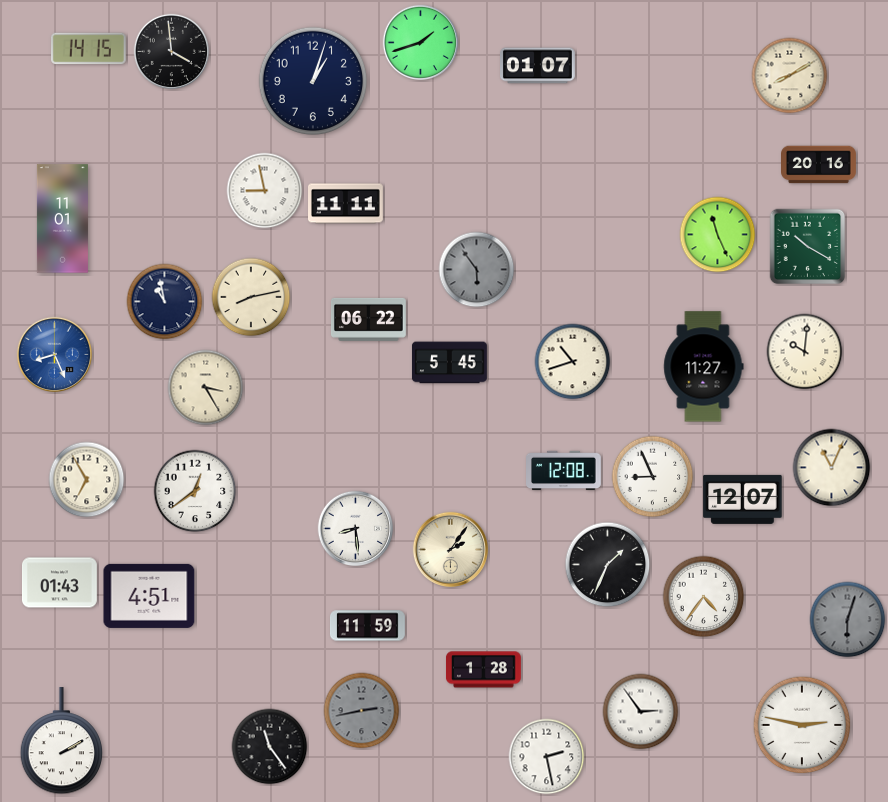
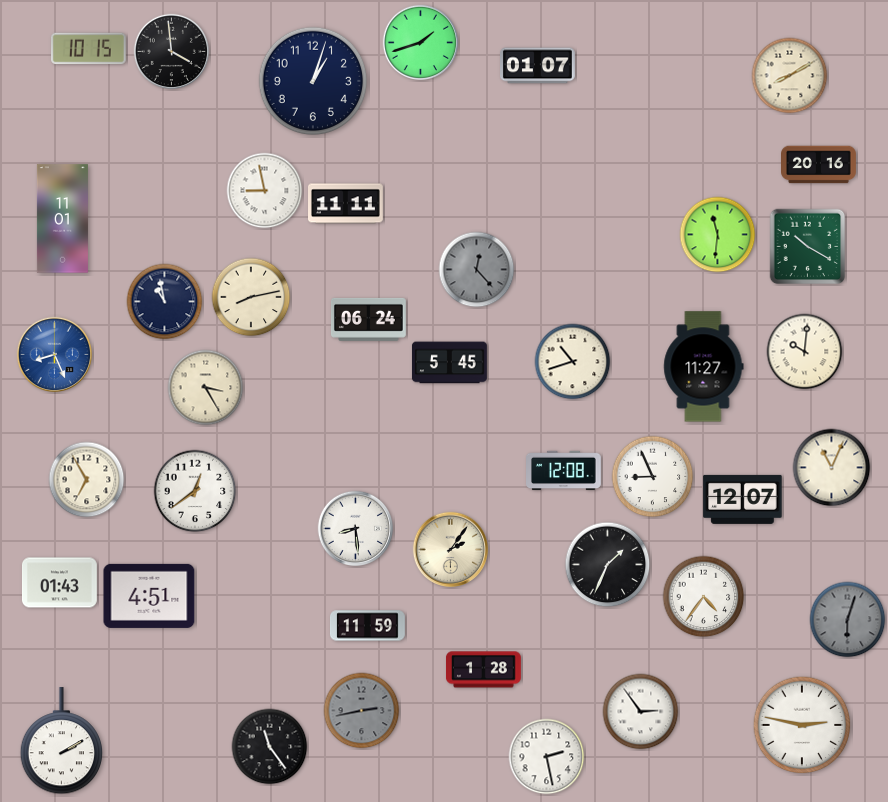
clock at (88, 49): 14:15 -> 10:15
clock at (718, 235): 11:26 -> 11:31
clock at (477, 270): 5:54 -> 12:23
clock at (368, 319): 06:22 -> 06:24
